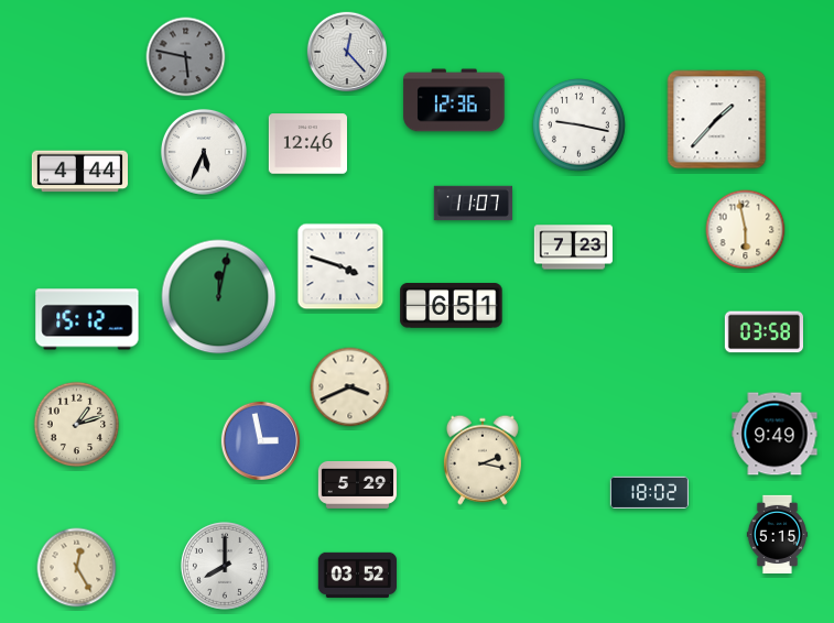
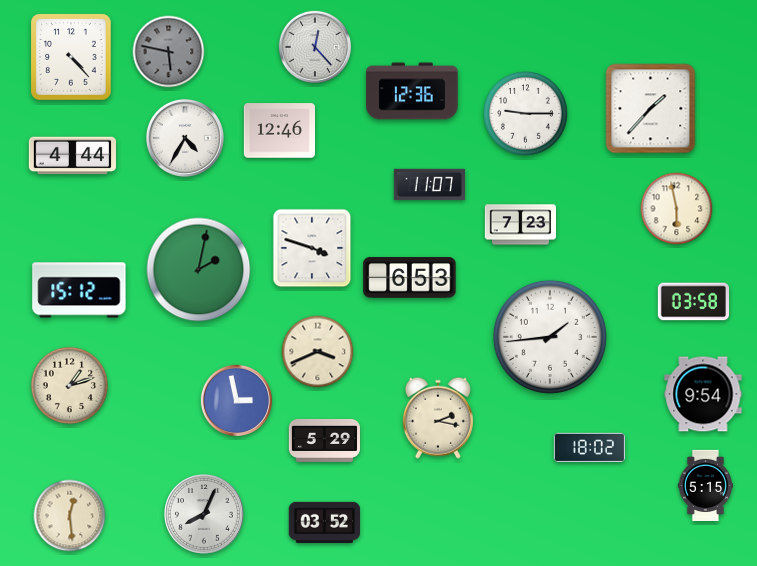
clock at (71, 57): none -> 4:23
clock at (580, 125): 9:17 -> 9:15
clock at (204, 152): 5:34 -> 4:35
clock at (340, 266) position: (340, 266) -> (312, 248)
clock at (219, 297): 12:02 -> 2:02
clock at (452, 306): 6:51 -> 6:53
clock at (550, 337): none -> 1:44
clock at (775, 434): 9:49 -> 9:54
clock at (225, 566): 8:00 -> 8:04
clock at (77, 568): 12:25 -> 12:29
